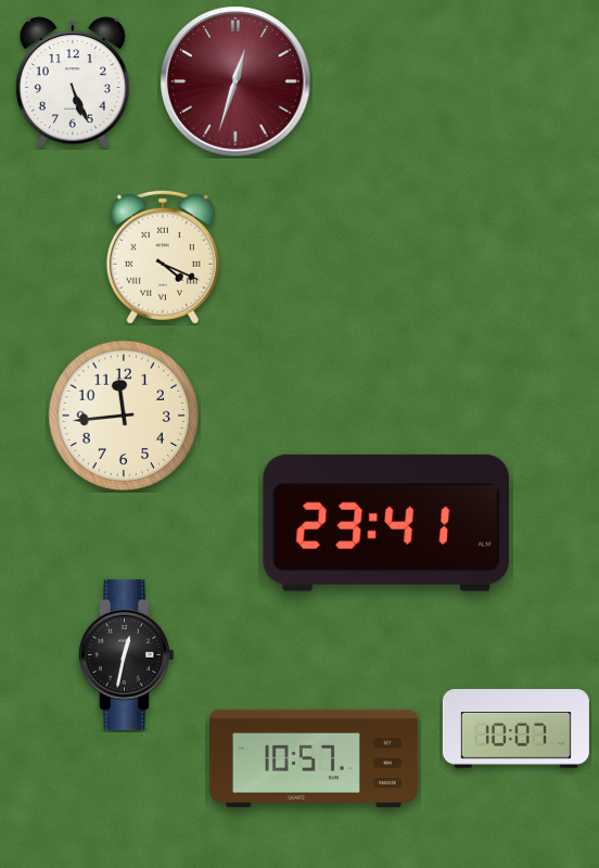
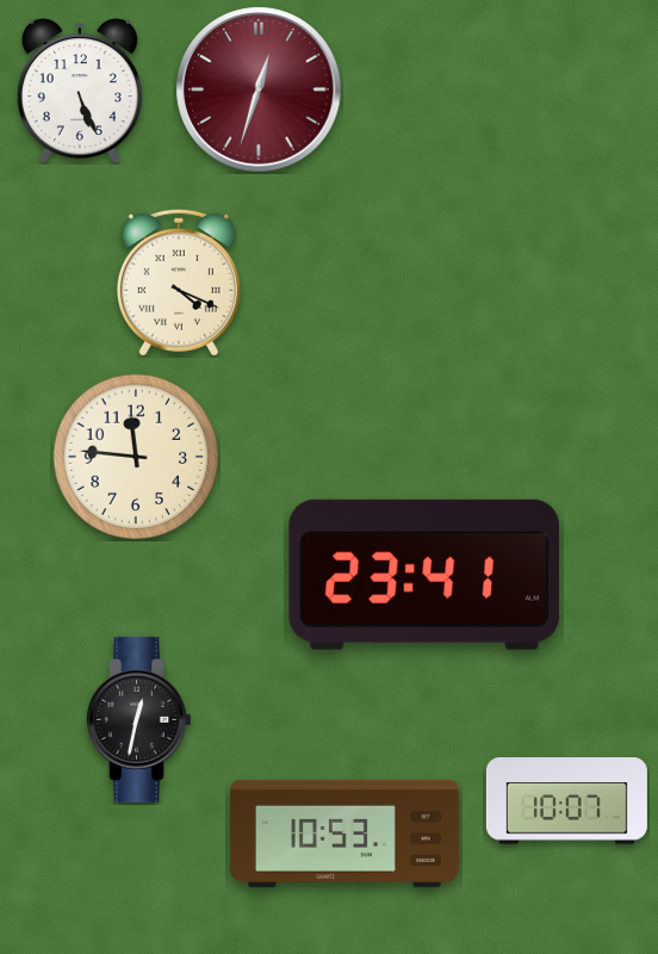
clock at (124, 416): 11:44 -> 11:46
clock at (314, 758): 10:57 -> 10:53
